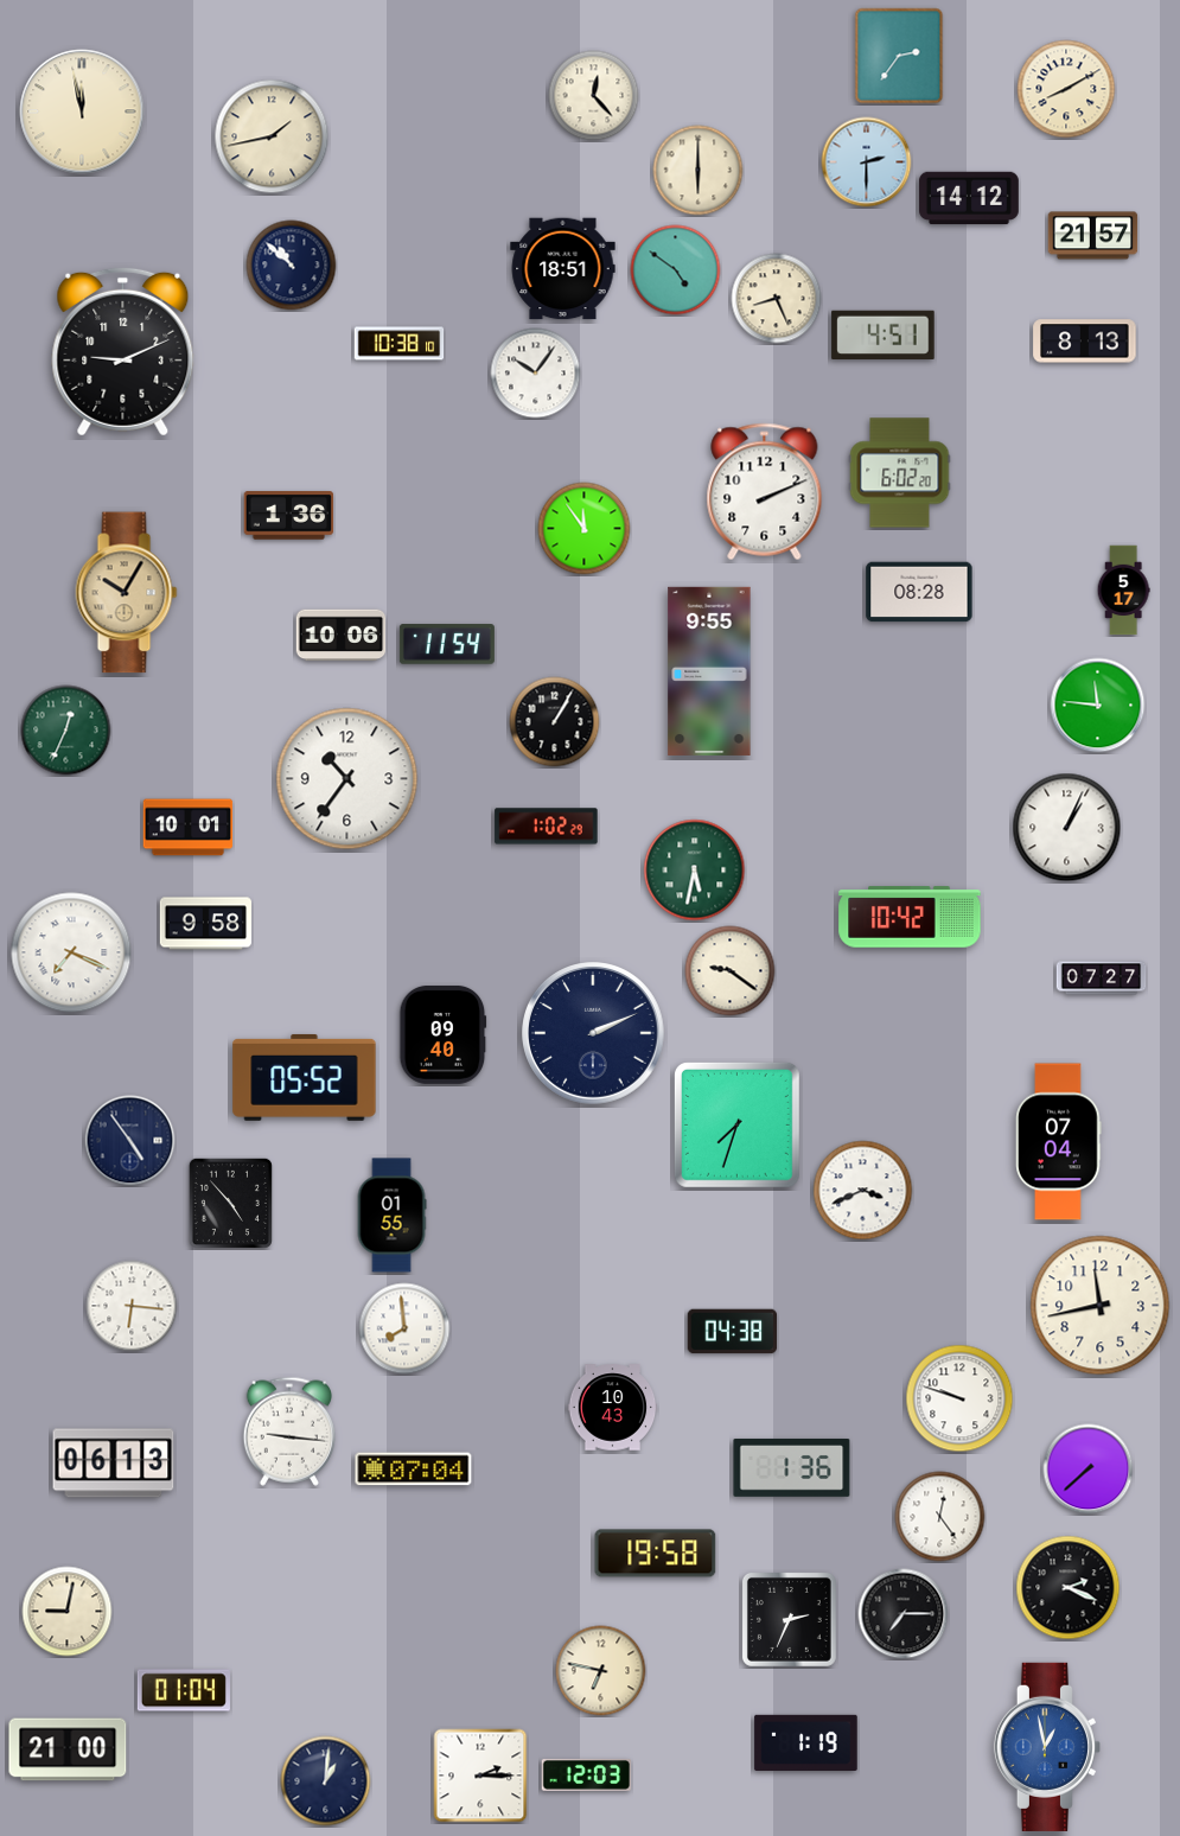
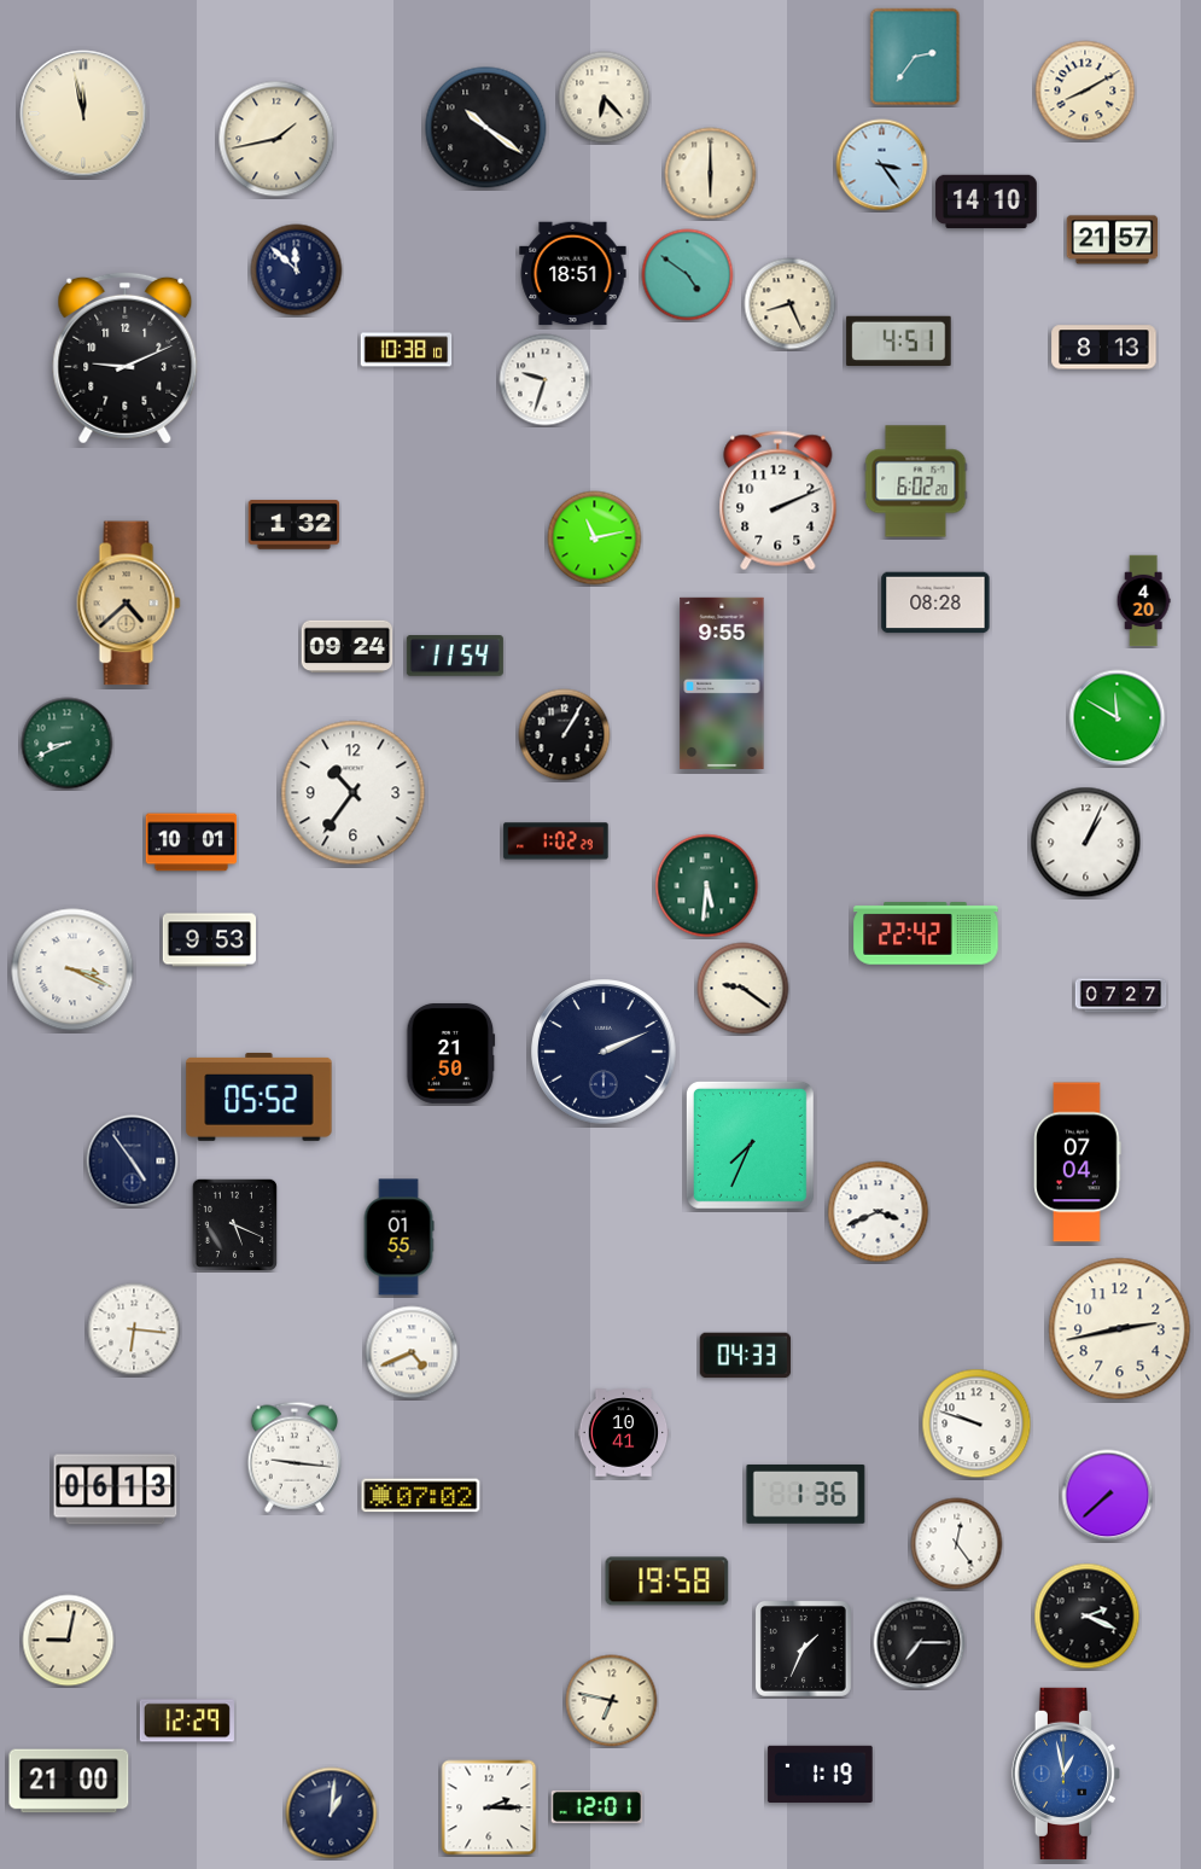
clock at (594, 96): 12:23 -> 6:23
clock at (486, 128): none -> 10:21
clock at (867, 162): 2:30 -> 3:24
clock at (969, 198): 14:12 -> 14:10
clock at (292, 266): 10:52 -> 11:52
clock at (536, 374): 10:06 -> 9:33
clock at (289, 516): 1:36 -> 1:32
clock at (585, 529): 11:54 -> 11:13
clock at (1123, 591): 5:17 -> 4:20
clock at (127, 593): 10:05 -> 4:38
clock at (342, 636): 10:06 -> 09:24
clock at (1098, 706): 11:46 -> 11:50
clock at (66, 731): 12:34 -> 8:41
clock at (695, 871): 5:32 -> 5:31
clock at (910, 917): 10:42 -> 22:42
clock at (205, 924): 9:58 -> 9:53
clock at (71, 952): 7:19 -> 3:19
clock at (444, 1034): 09:40 -> 21:50
clock at (305, 1077) position: (305, 1077) -> (260, 1096)
clock at (736, 1124): 7:33 -> 7:34
clock at (230, 1203): 4:53 -> 5:19
clock at (1101, 1306): 11:43 -> 2:43
clock at (404, 1328): 7:59 -> 4:41
clock at (733, 1332): 04:38 -> 04:33
clock at (613, 1408): 10:43 -> 10:41
clock at (414, 1470): 07:04 -> 07:02
clock at (789, 1619): 2:34 -> 1:34
clock at (184, 1690): 01:04 -> 12:29
clock at (1047, 1747) position: (1047, 1747) -> (1066, 1774)
clock at (587, 1774): 12:03 -> 12:01
